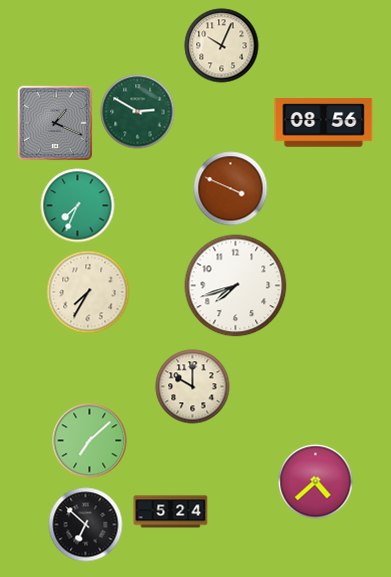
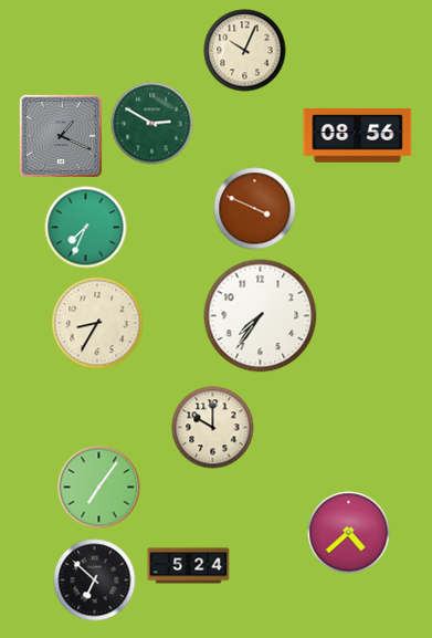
clock at (236, 286): 7:42 -> 7:36
clock at (88, 292): 7:35 -> 8:35
clock at (90, 441): 7:08 -> 7:06
